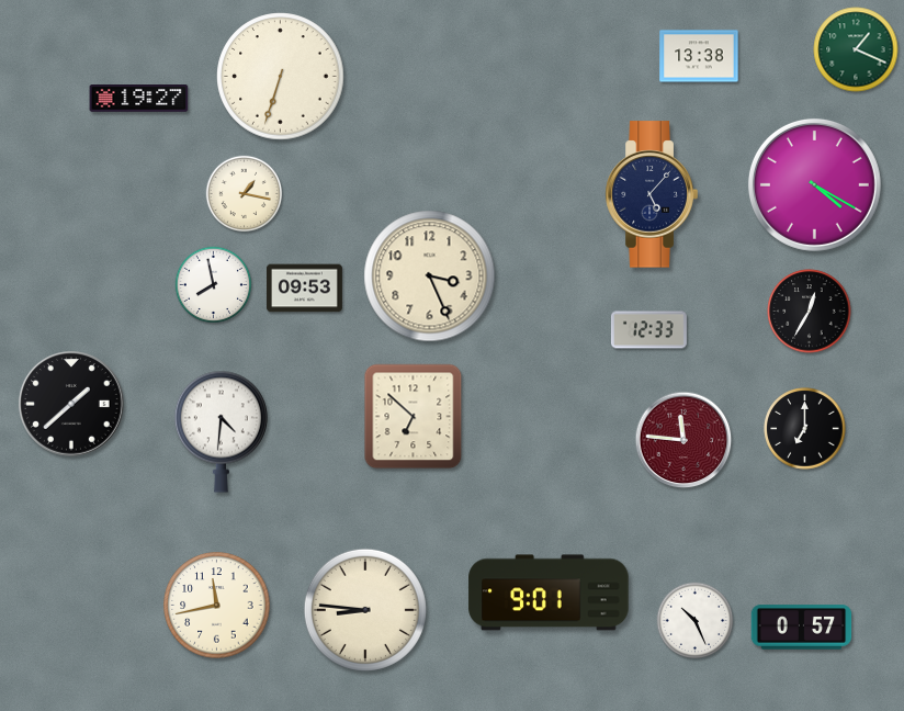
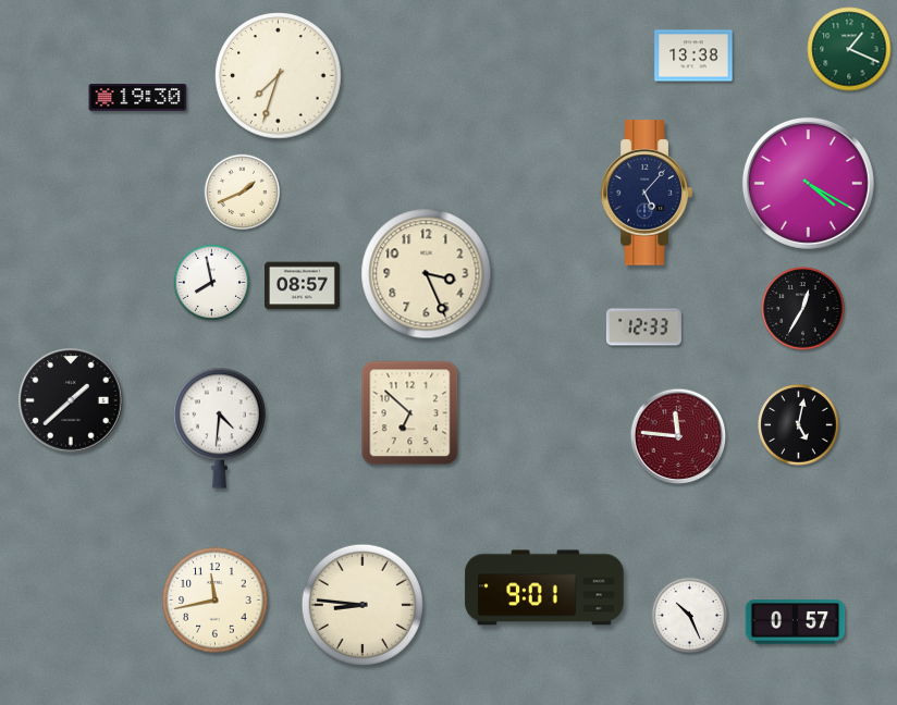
clock at (281, 77): 6:33 -> 7:33
clock at (139, 99): 19:27 -> 19:30
clock at (245, 194): 1:17 -> 1:41
clock at (304, 289): 09:53 -> 08:57
clock at (805, 429): 7:00 -> 5:02
